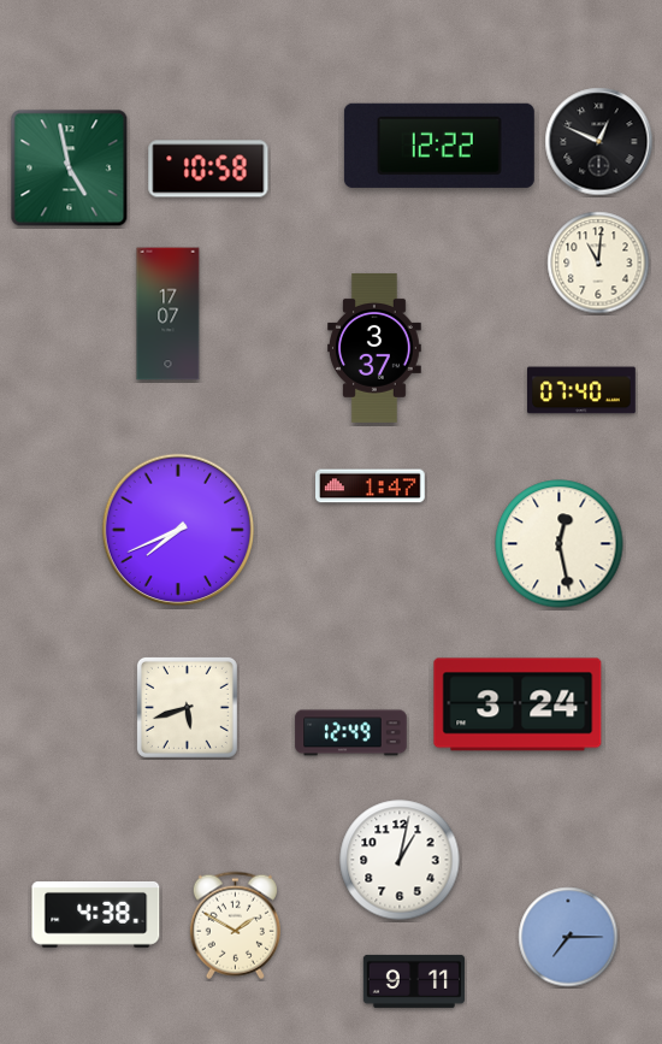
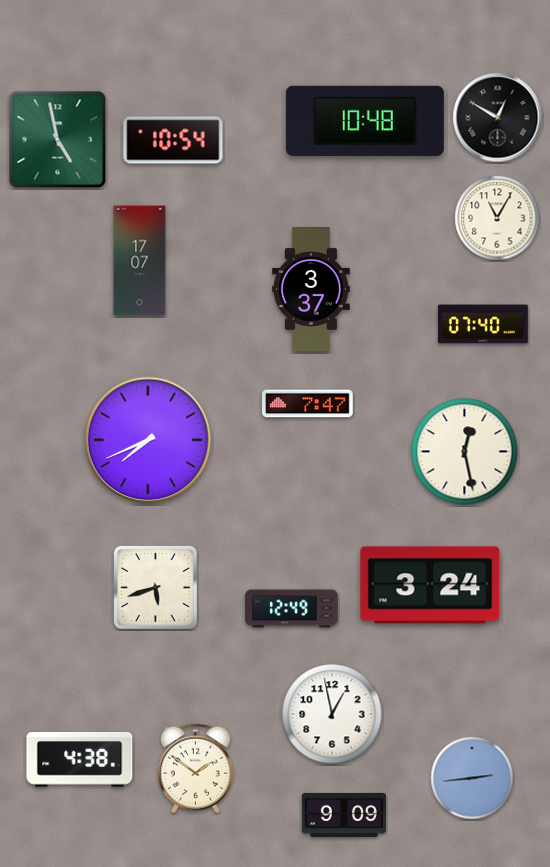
clock at (599, 142): 12:49 -> 12:50
clock at (439, 146): 12:22 -> 10:48
clock at (208, 169): 10:58 -> 10:54
clock at (598, 263): 11:01 -> 11:05
clock at (371, 486): 1:47 -> 7:47
clock at (400, 860): 1:02 -> 12:58
clock at (235, 926): 1:50 -> 1:51
clock at (568, 937): 7:15 -> 2:44
clock at (414, 981): 9:11 -> 9:09
